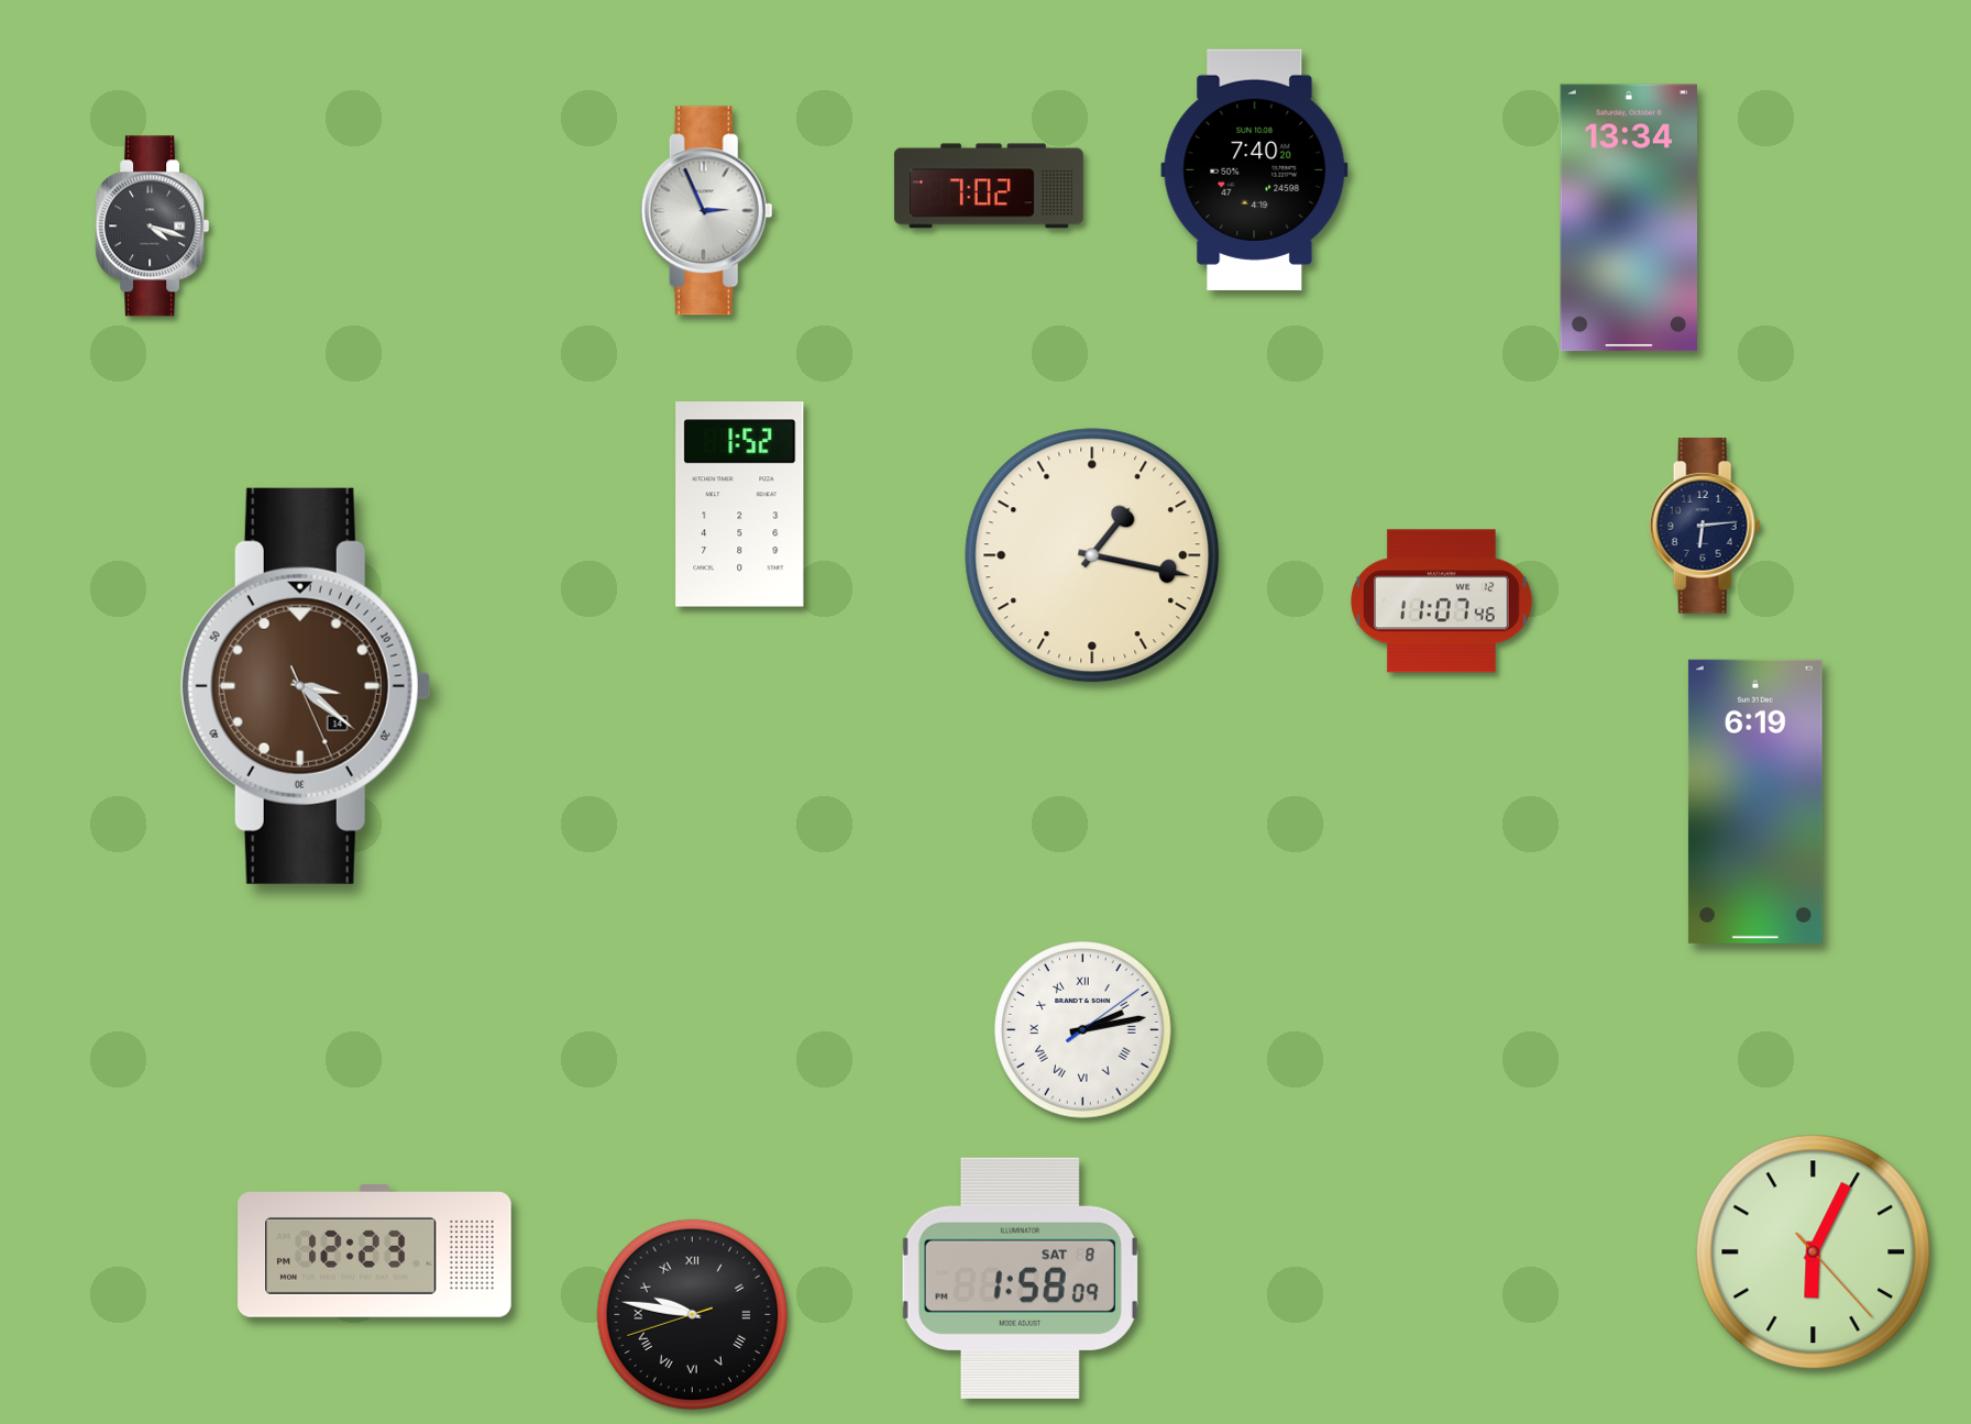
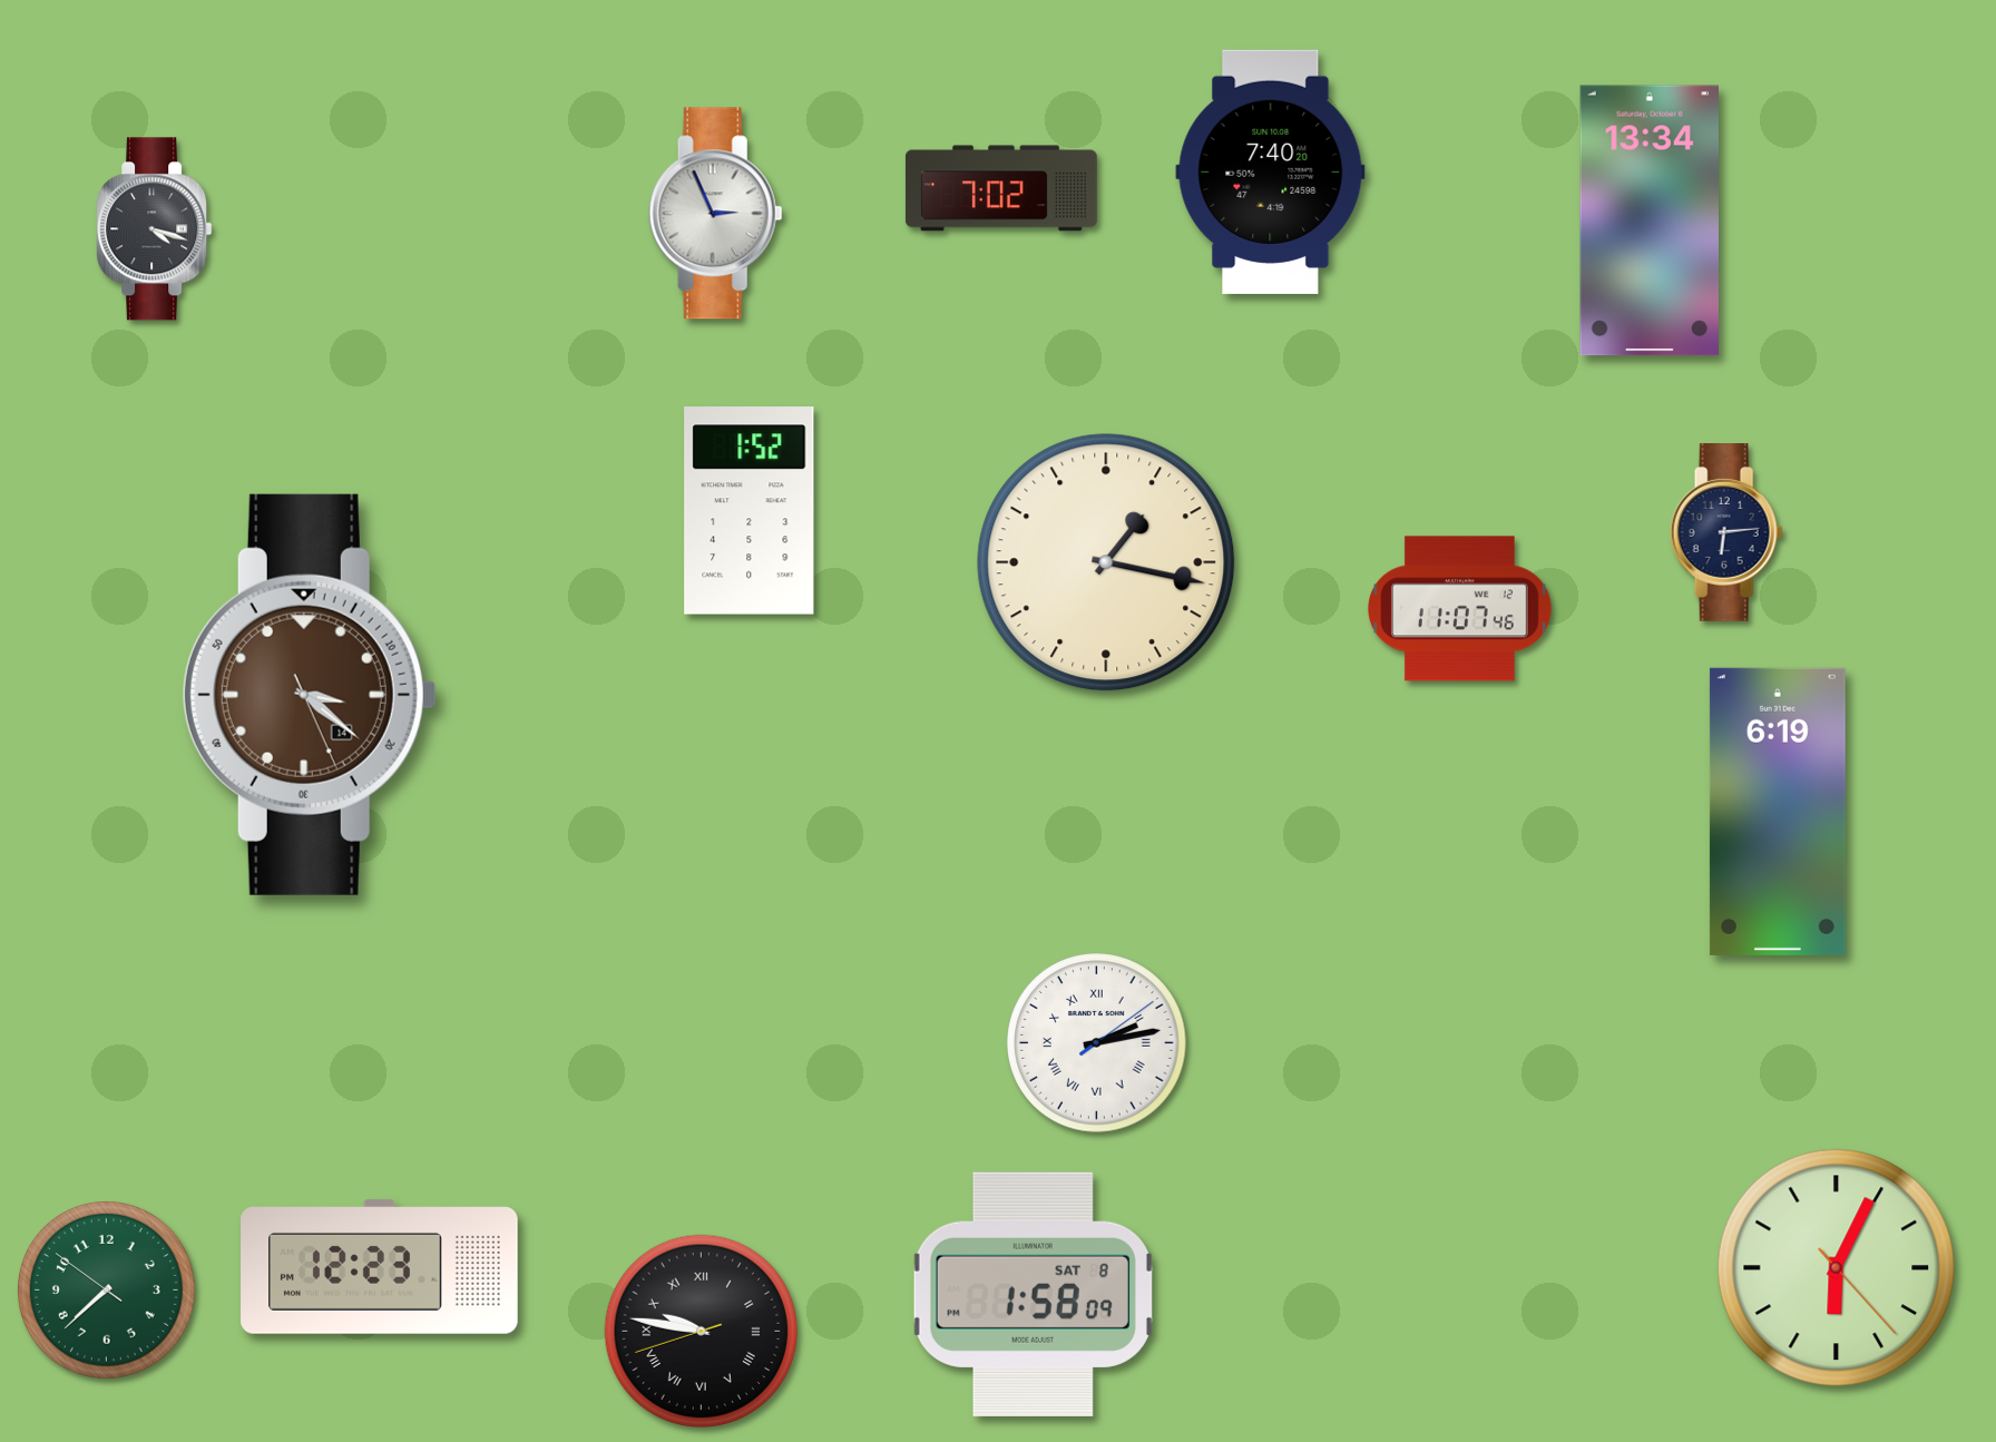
clock at (106, 1289): none -> 7:37
